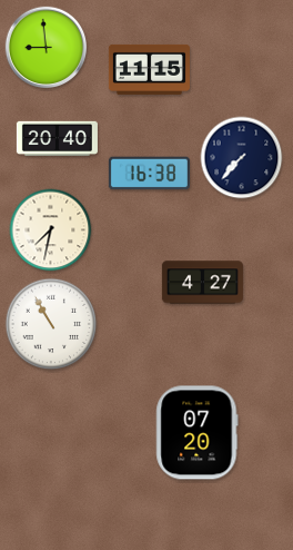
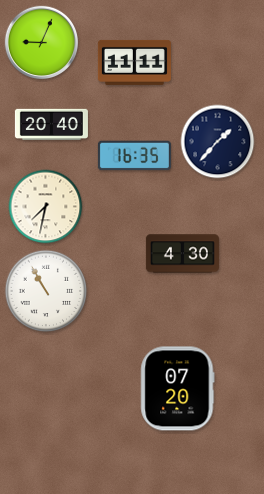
clock at (47, 48): 8:59 -> 9:04
clock at (149, 69): 11:15 -> 11:11
clock at (242, 158): 7:37 -> 1:37
clock at (149, 174): 16:38 -> 16:35
clock at (202, 283): 4:27 -> 4:30
